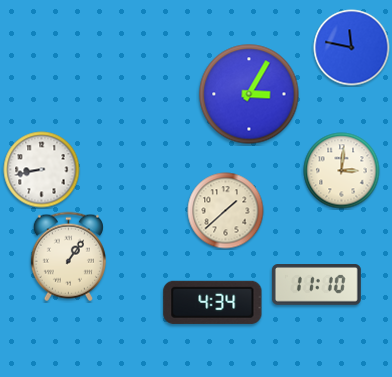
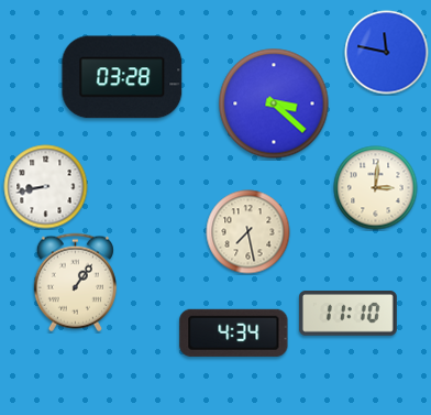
clock at (122, 77): none -> 03:28
clock at (249, 94): 3:05 -> 3:22
clock at (226, 211): 1:38 -> 7:28
